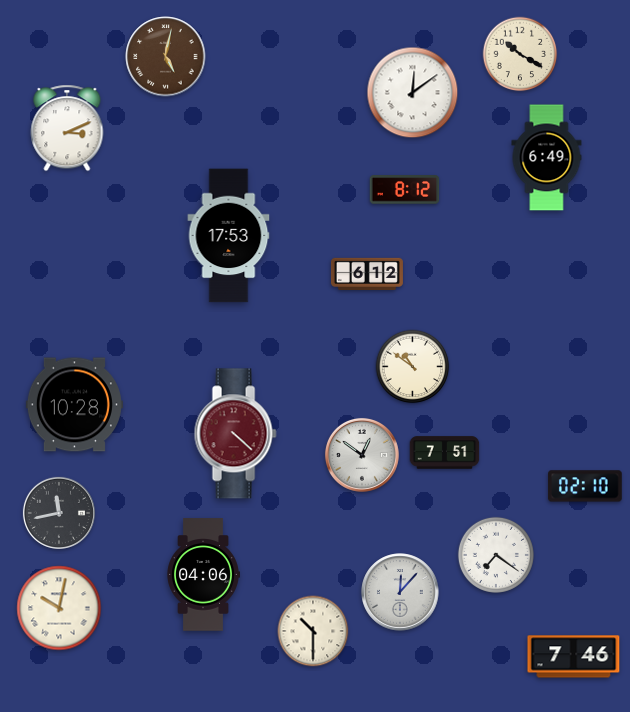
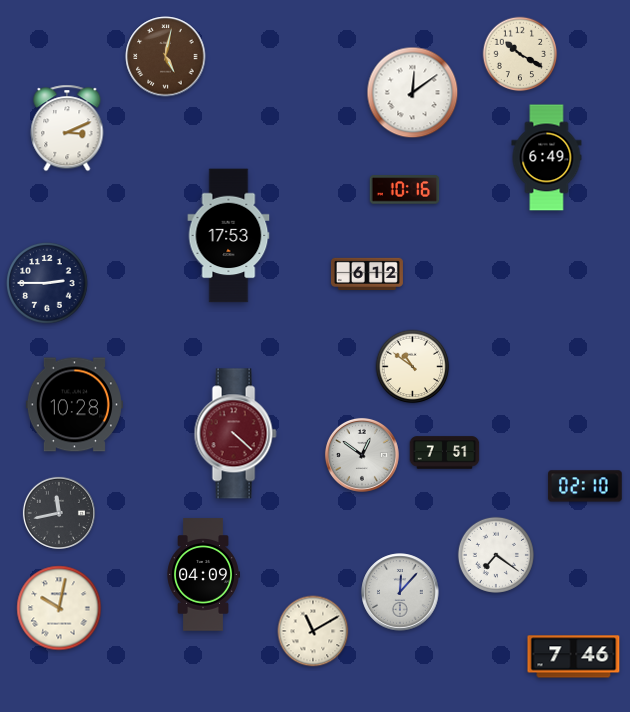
clock at (405, 190): 8:12 -> 10:16
clock at (47, 283): none -> 2:45
clock at (203, 575): 04:06 -> 04:09
clock at (313, 631): 10:30 -> 11:10
